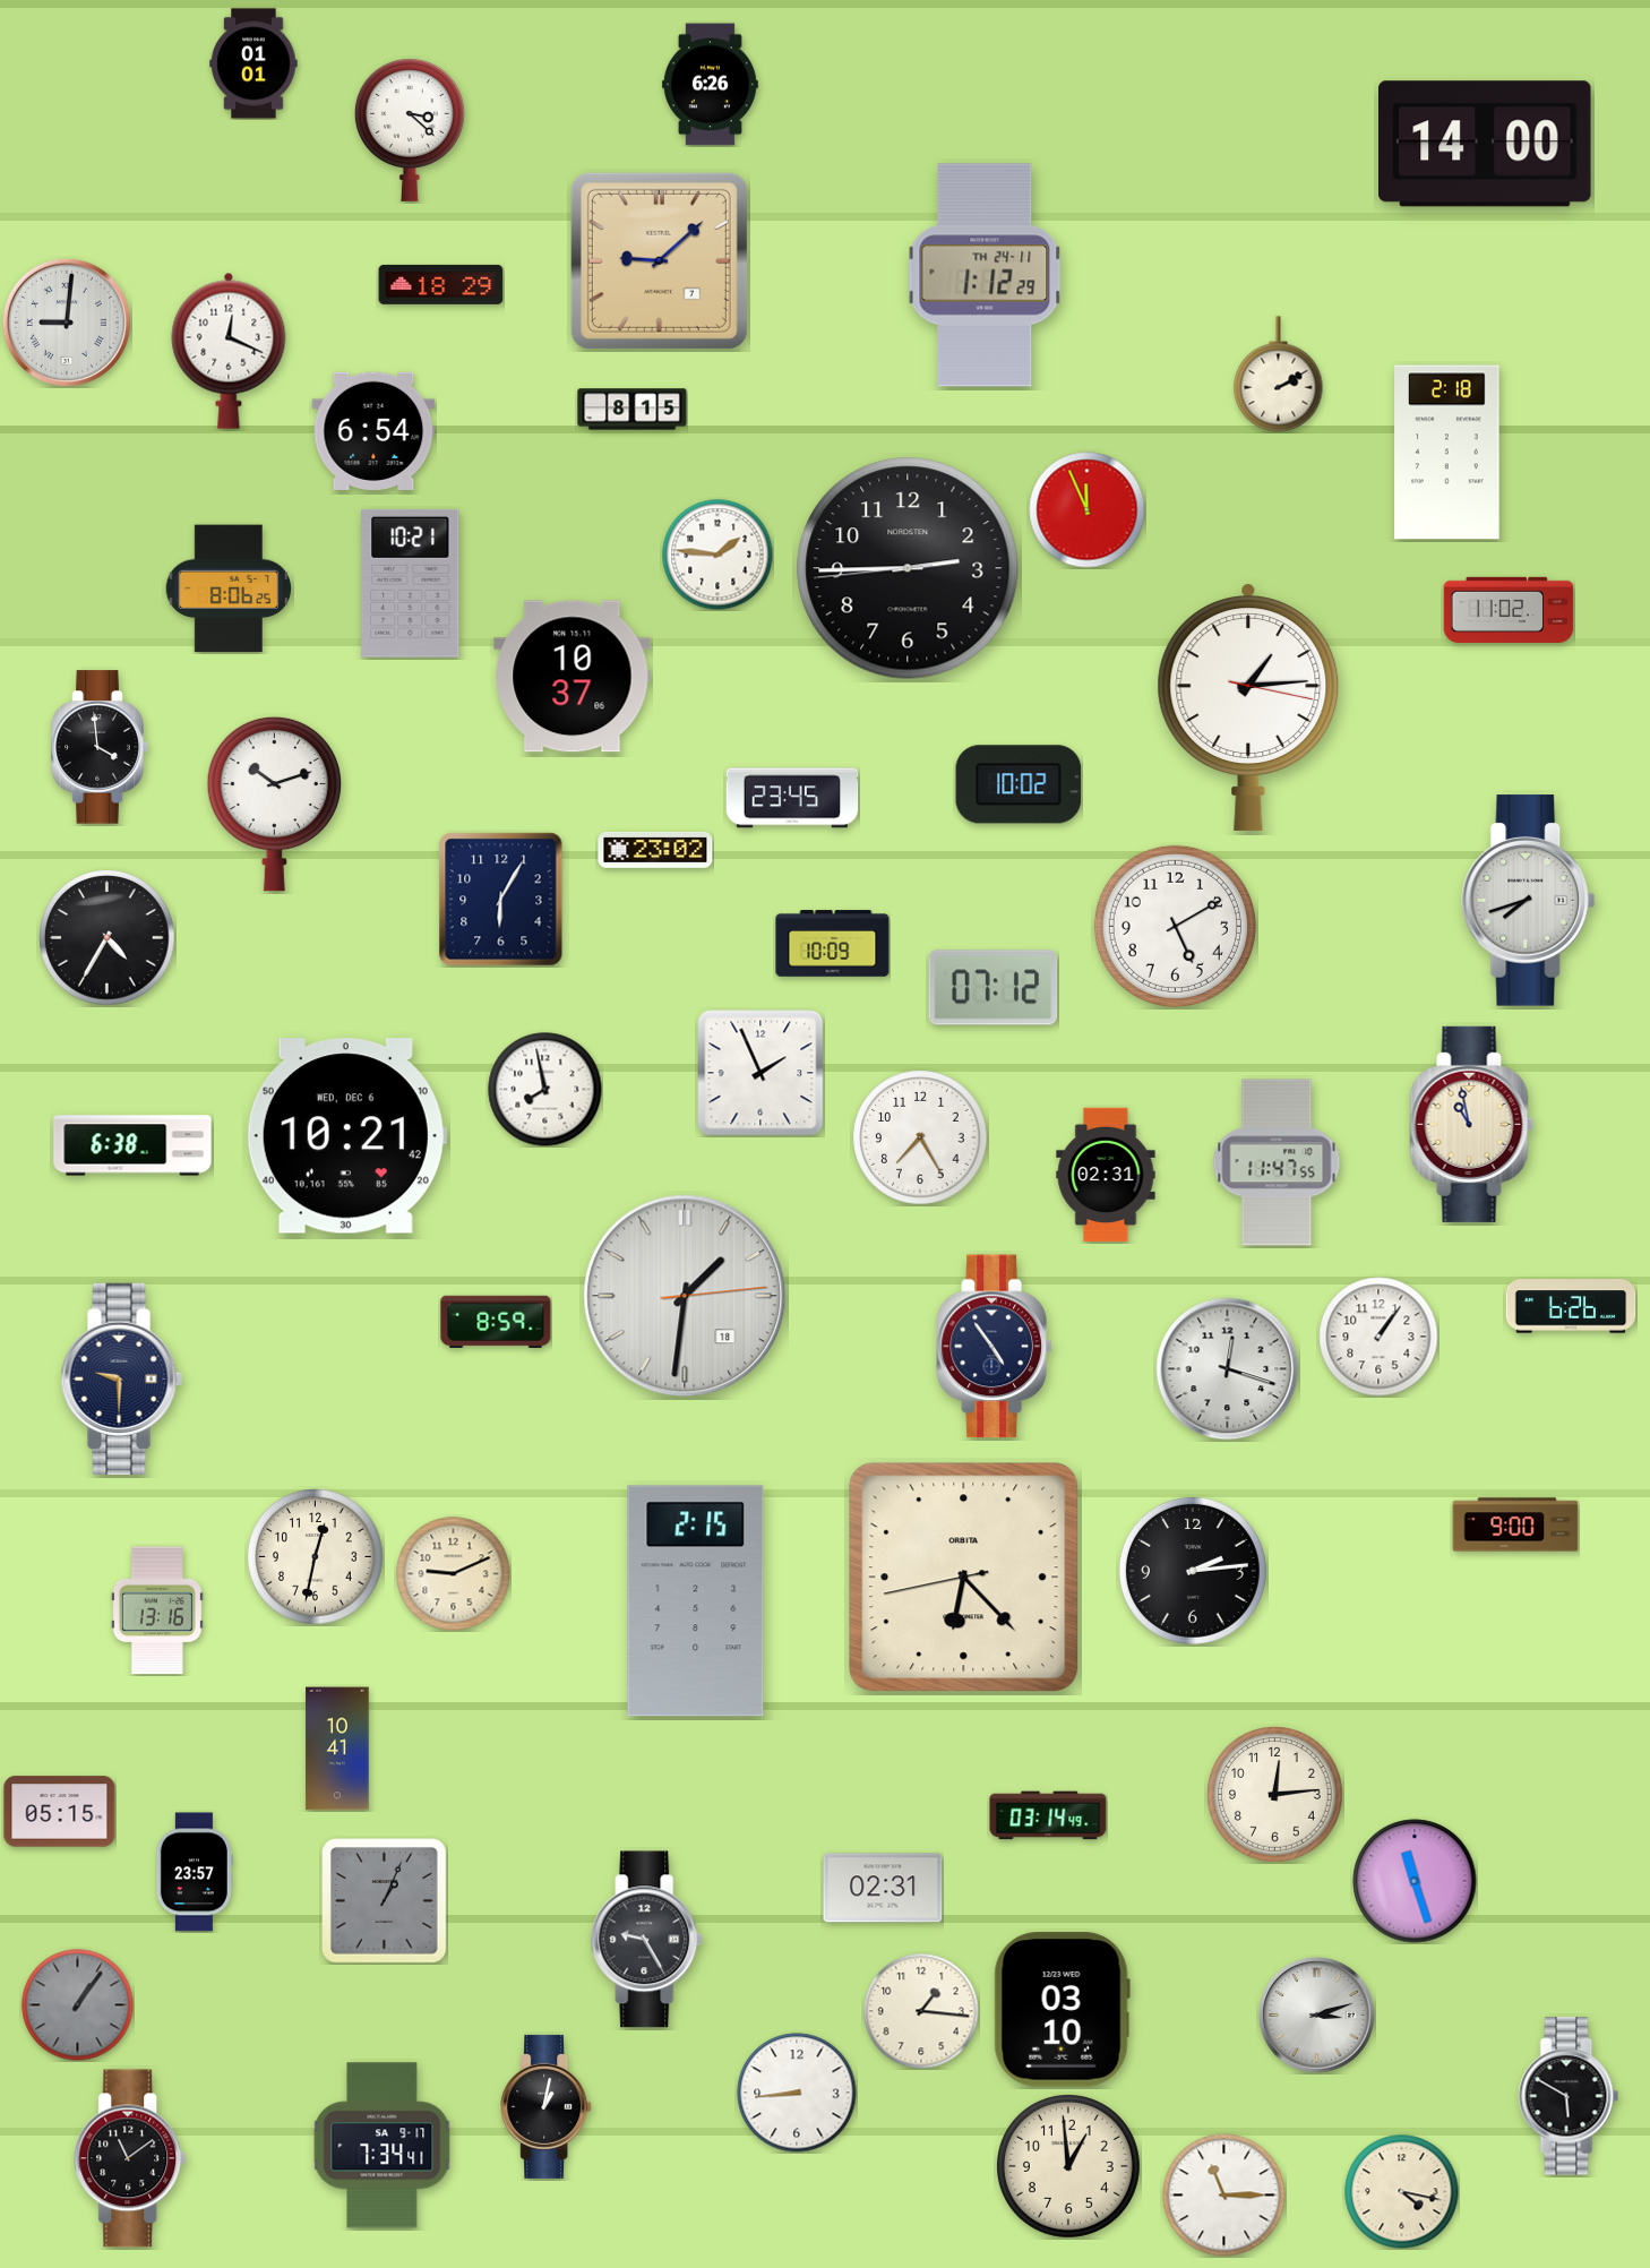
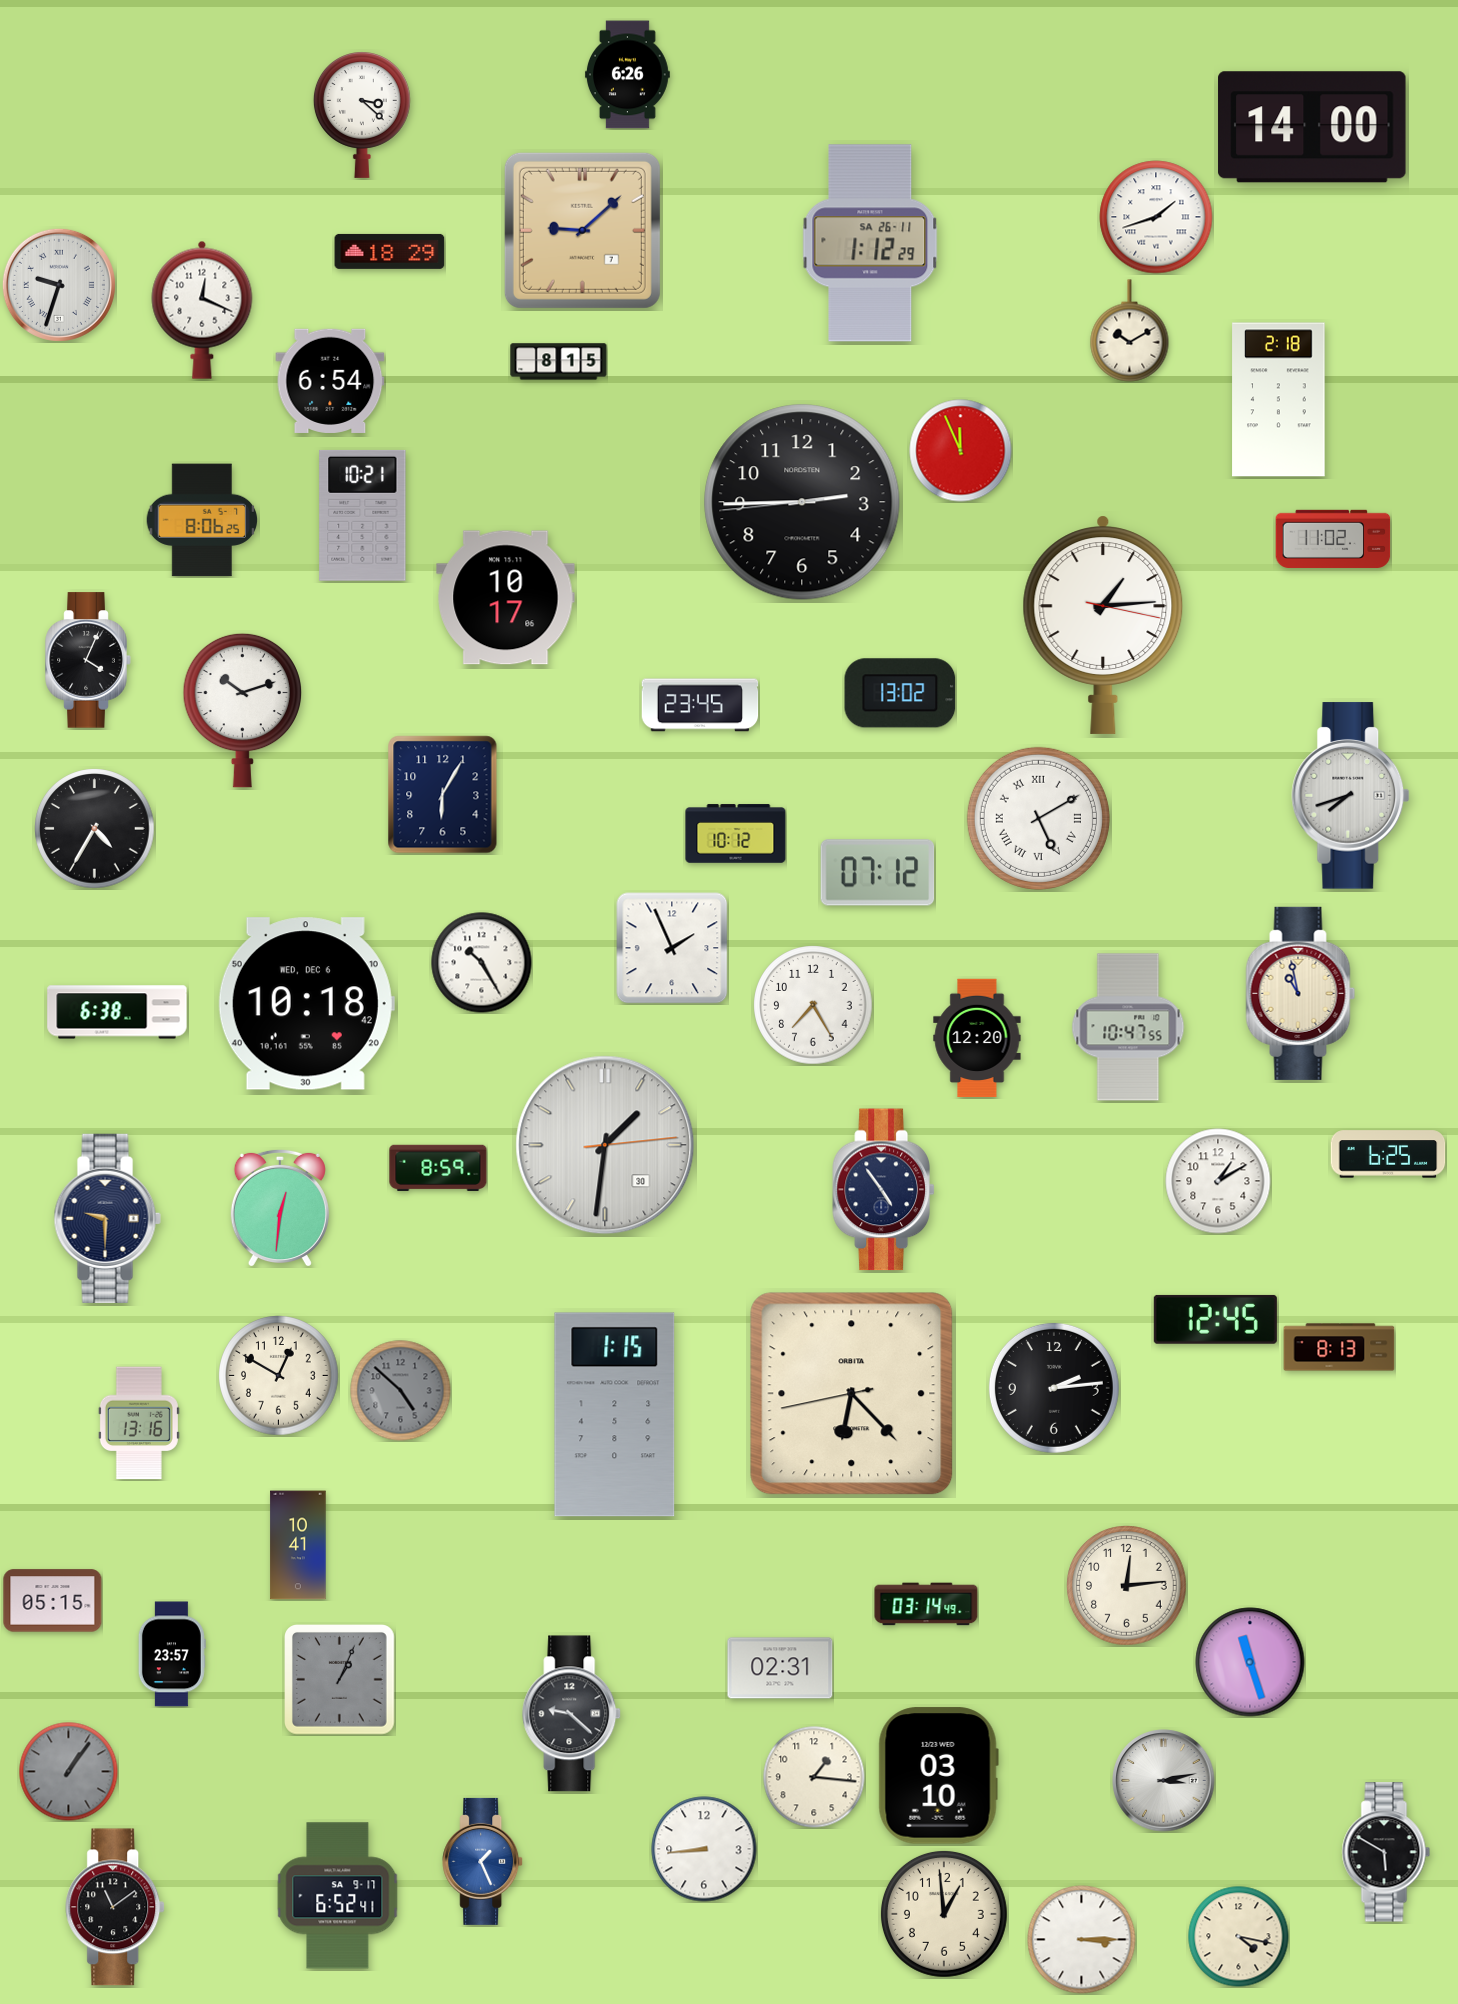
clock at (253, 63): 01:01 -> none
clock at (1156, 217): none -> 1:42
clock at (985, 275) date: TH 24-11 -> SA 26-11
clock at (67, 323): 9:01 -> 9:33
clock at (1279, 375): 2:10 -> 10:10
clock at (717, 555): 1:46 -> none
clock at (573, 677): 10:37 -> 10:17
clock at (100, 747): 3:59 -> 4:04
clock at (1019, 784): 10:02 -> 13:02
clock at (655, 850): 23:02 -> none
clock at (1175, 926) numerals: Arabic -> Roman
clock at (833, 944): 10:09 -> 10:12
clock at (545, 1090): 7:58 -> 10:25
clock at (346, 1136): 10:21 -> 10:18
clock at (1277, 1162): 11:47 -> 10:47
clock at (1106, 1175): 02:31 -> 12:20
clock at (685, 1296) date: 18 -> 30
clock at (1571, 1306): 6:26 -> 6:25
clock at (1378, 1337): 1:06 -> 1:10
clock at (995, 1347) position: (995, 1347) -> (884, 1190)
clock at (280, 1208): none -> 12:31
clock at (1228, 1369): 12:18 -> none
clock at (1215, 1319): none -> 12:45
clock at (1515, 1524): 9:00 -> 8:13
clock at (316, 1557): 12:32 -> 12:50
clock at (454, 1574): 9:11 -> 4:52
clock at (454, 1574) dial: cream -> grey
clock at (696, 1601): 2:15 -> 1:15
clock at (647, 1940): 9:25 -> 9:22
clock at (1317, 2016): 3:12 -> 3:13
clock at (547, 2106): 1:02 -> 1:26
clock at (547, 2106) dial: black -> blue
clock at (383, 2146): 7:34 -> 6:52
clock at (1224, 2196): 11:15 -> 3:15
